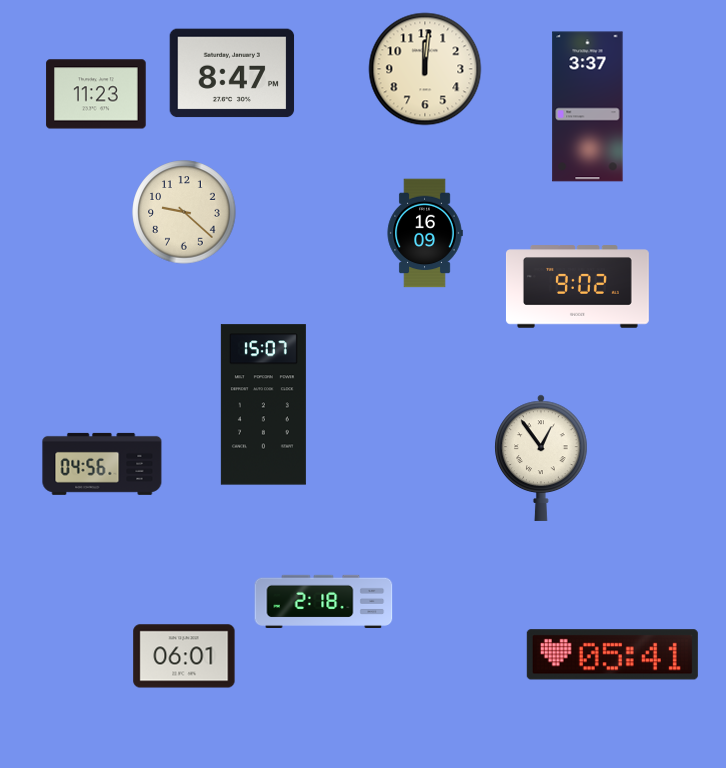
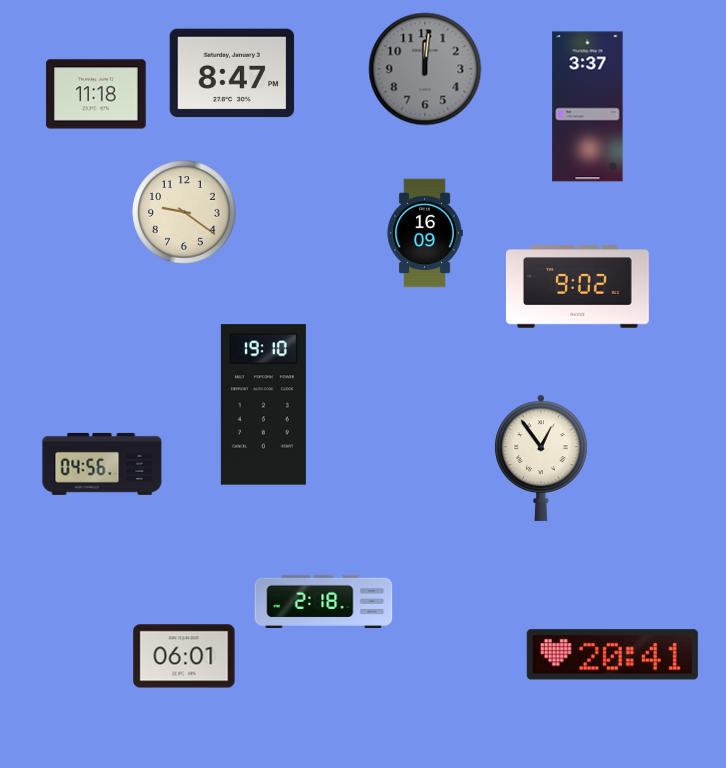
clock at (425, 69) dial: cream -> grey
clock at (96, 94): 11:23 -> 11:18
clock at (184, 212): 9:22 -> 9:21
clock at (263, 405): 15:07 -> 19:10
clock at (612, 655): 05:41 -> 20:41
